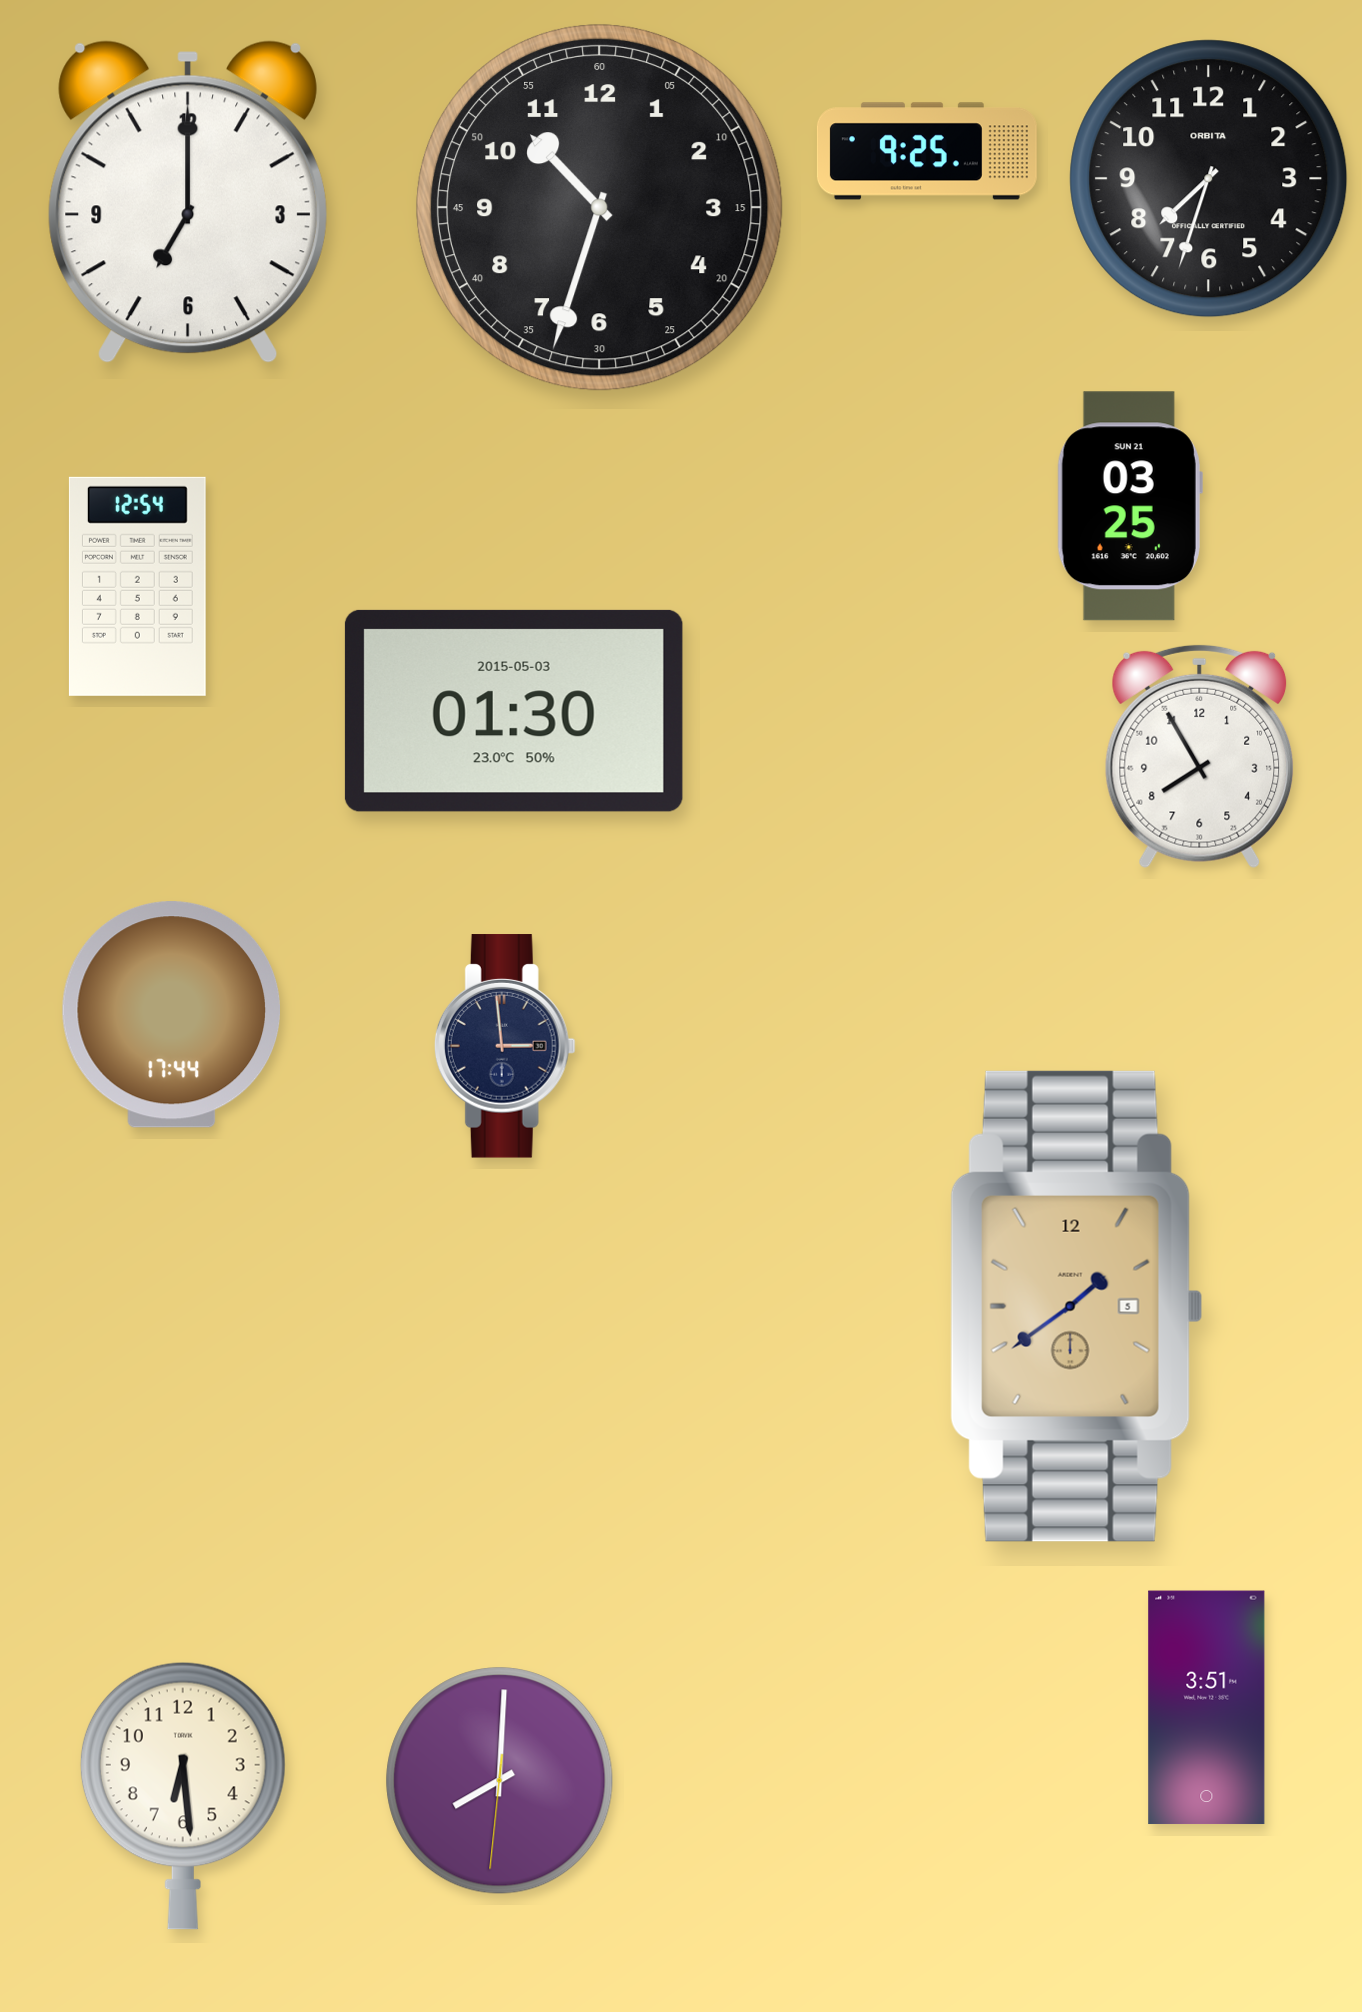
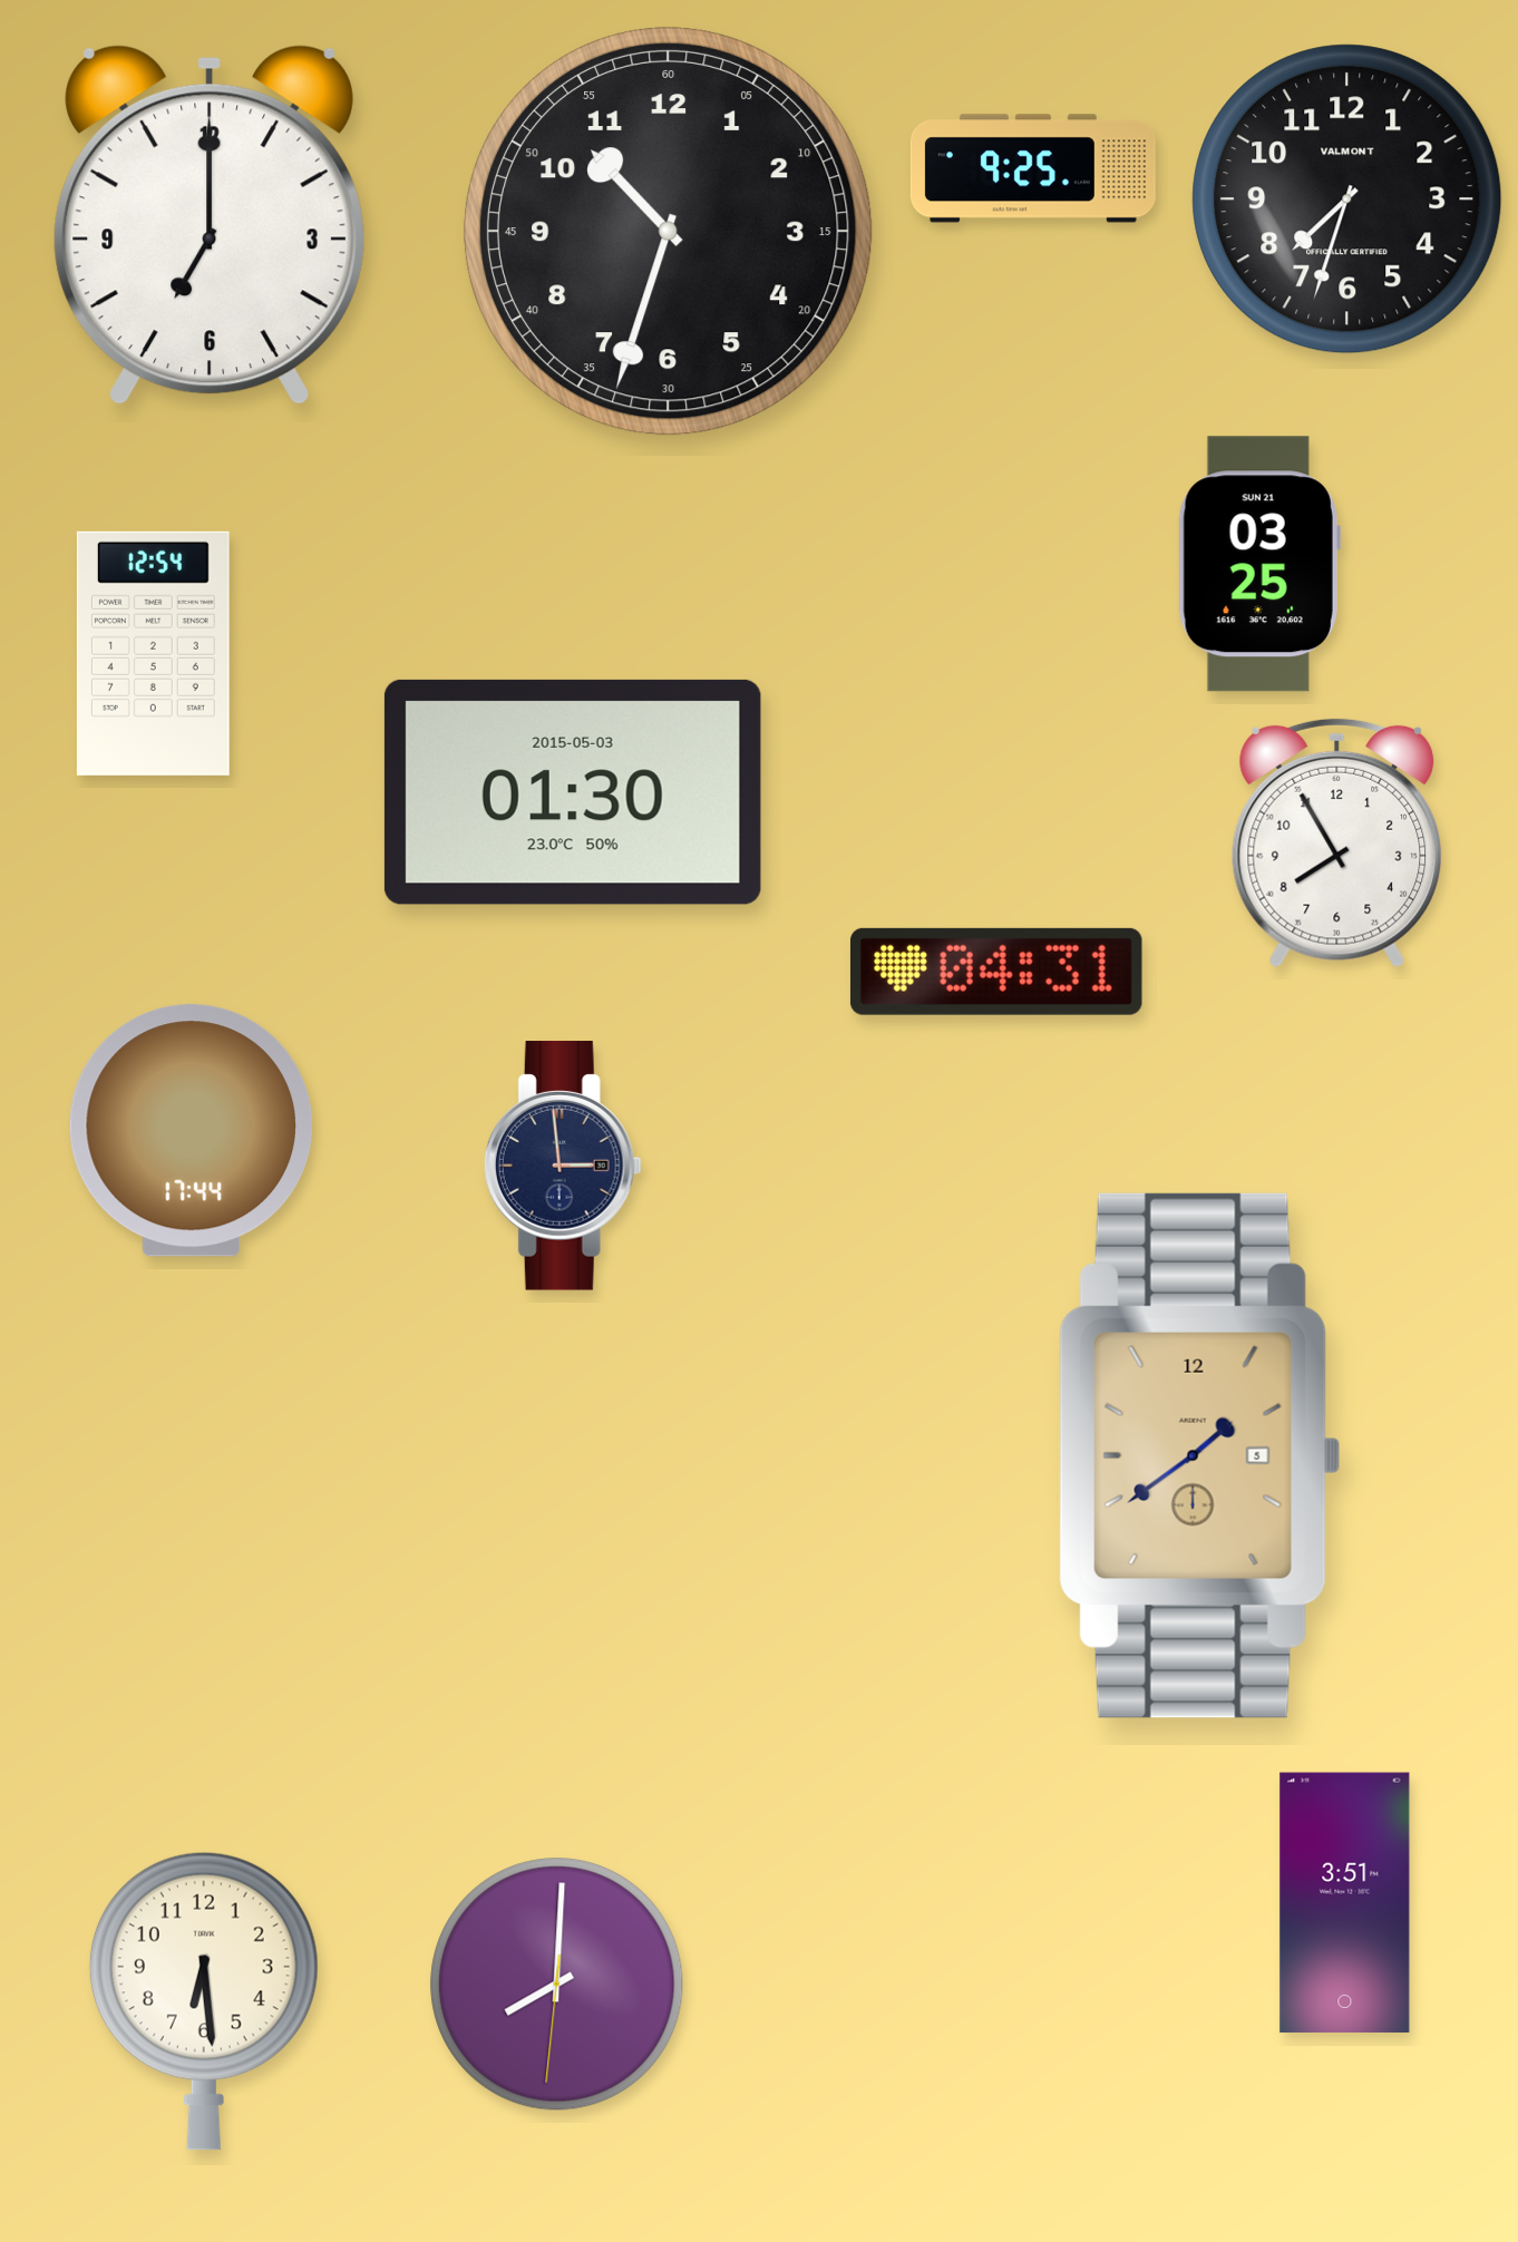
clock at (1209, 179) brand: ORBITA -> VALMONT
clock at (996, 972): none -> 04:31
